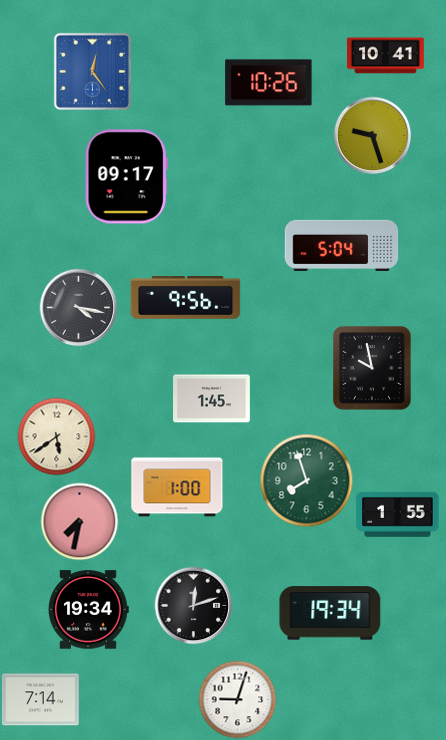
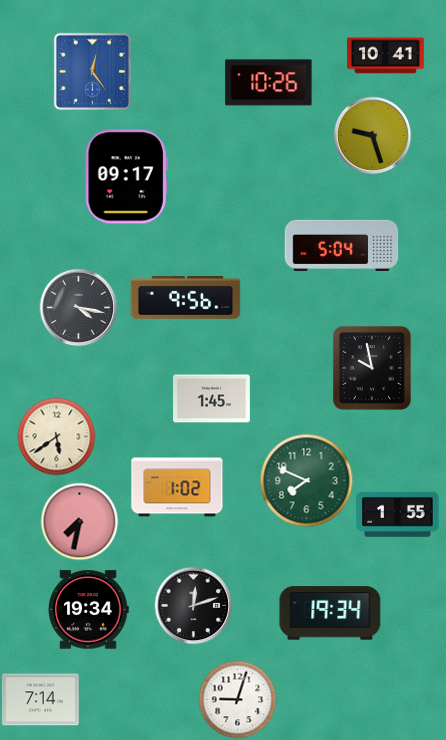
clock at (306, 480): 7:57 -> 7:49
clock at (177, 487): 1:00 -> 1:02
